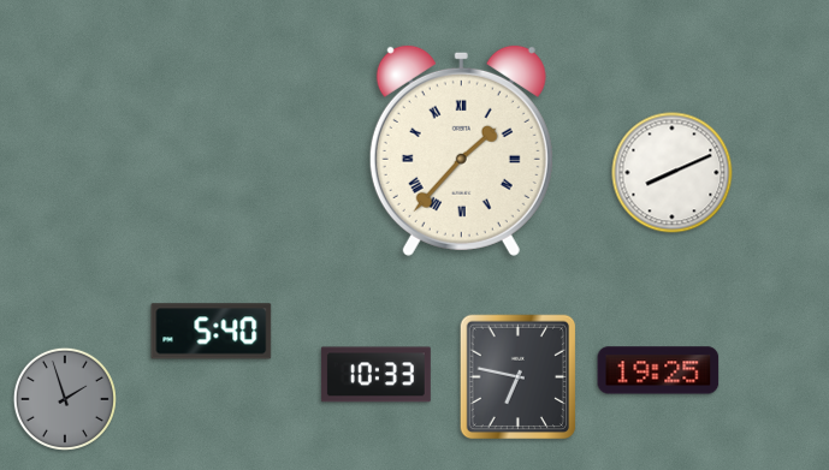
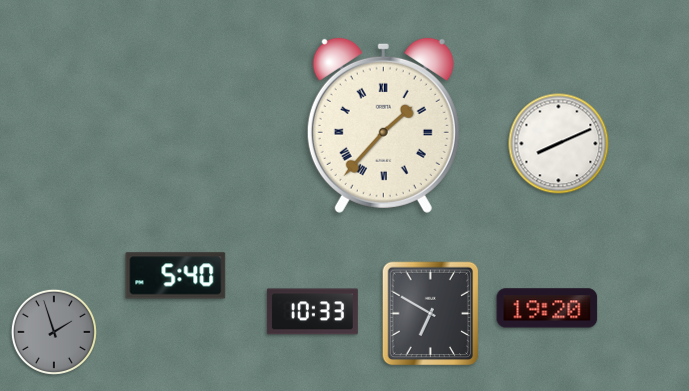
clock at (658, 370): 19:25 -> 19:20
clock at (519, 377): 6:47 -> 6:50
